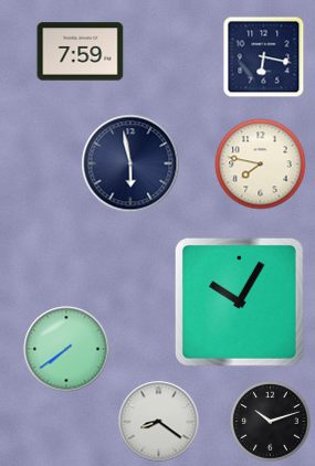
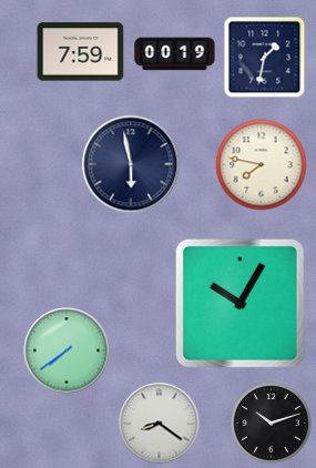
clock at (175, 54): none -> 00:19
clock at (264, 57): 6:17 -> 1:32
